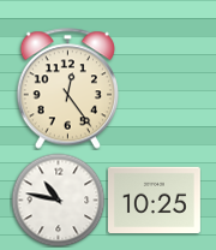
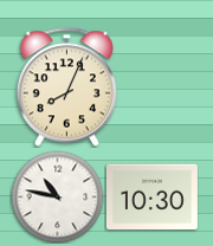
clock at (67, 89): 12:24 -> 8:04
clock at (154, 200): 10:25 -> 10:30
